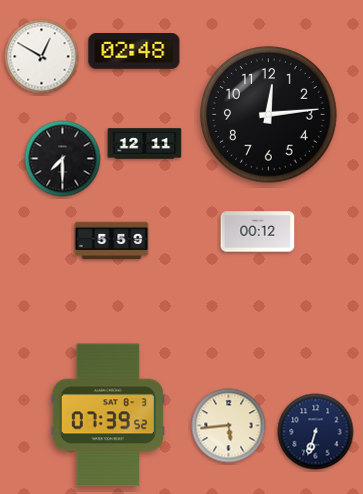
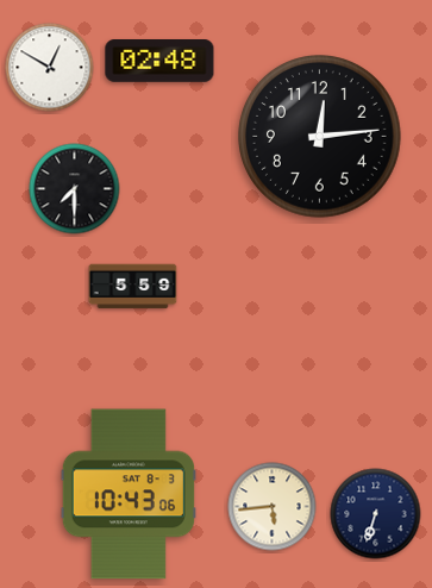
clock at (145, 144): 12:11 -> none
clock at (258, 232): 00:12 -> none
clock at (108, 415): 07:39 -> 10:43
